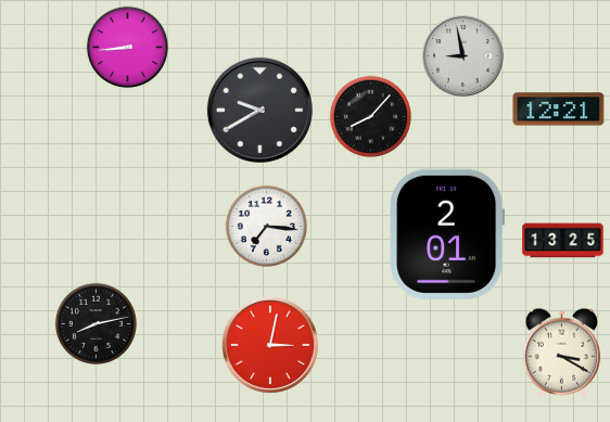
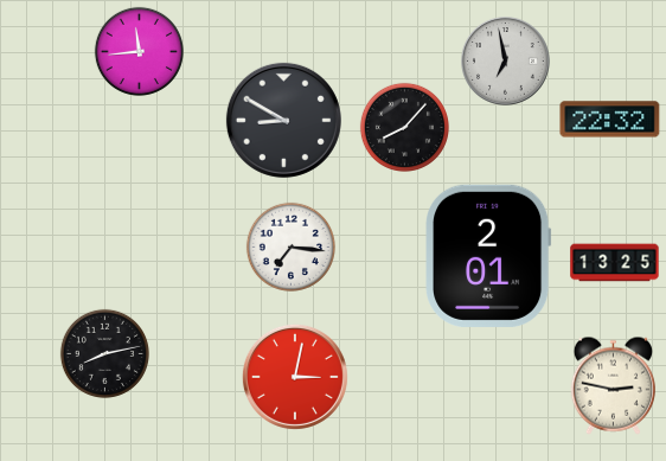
clock at (127, 47): 8:44 -> 11:44
clock at (463, 56): 8:58 -> 6:58
clock at (259, 110): 9:40 -> 8:50
clock at (559, 110): 12:21 -> 22:32
clock at (561, 353): 3:20 -> 2:47
